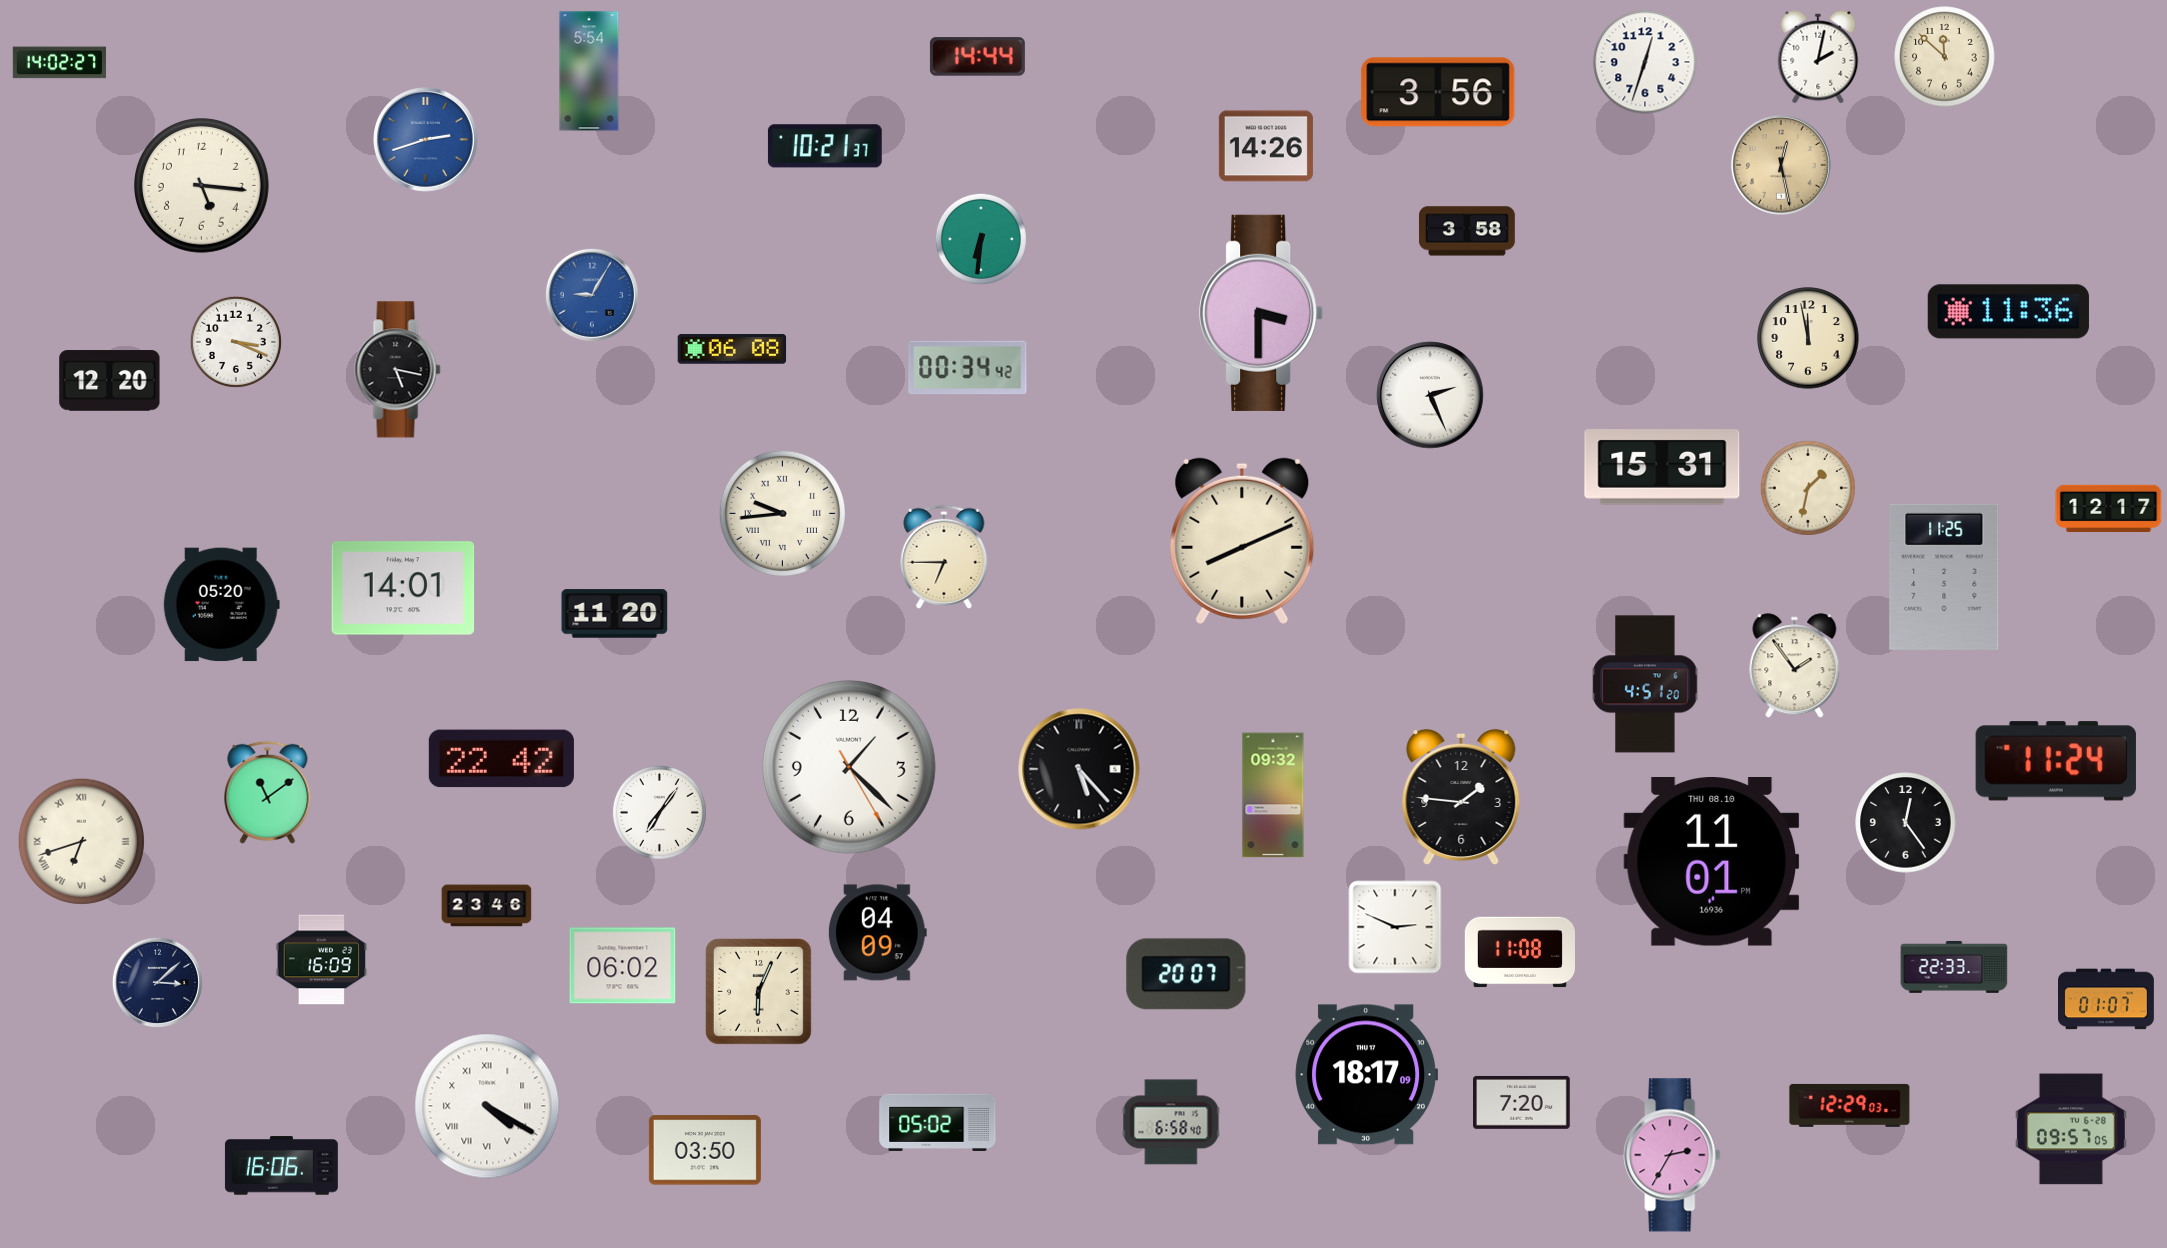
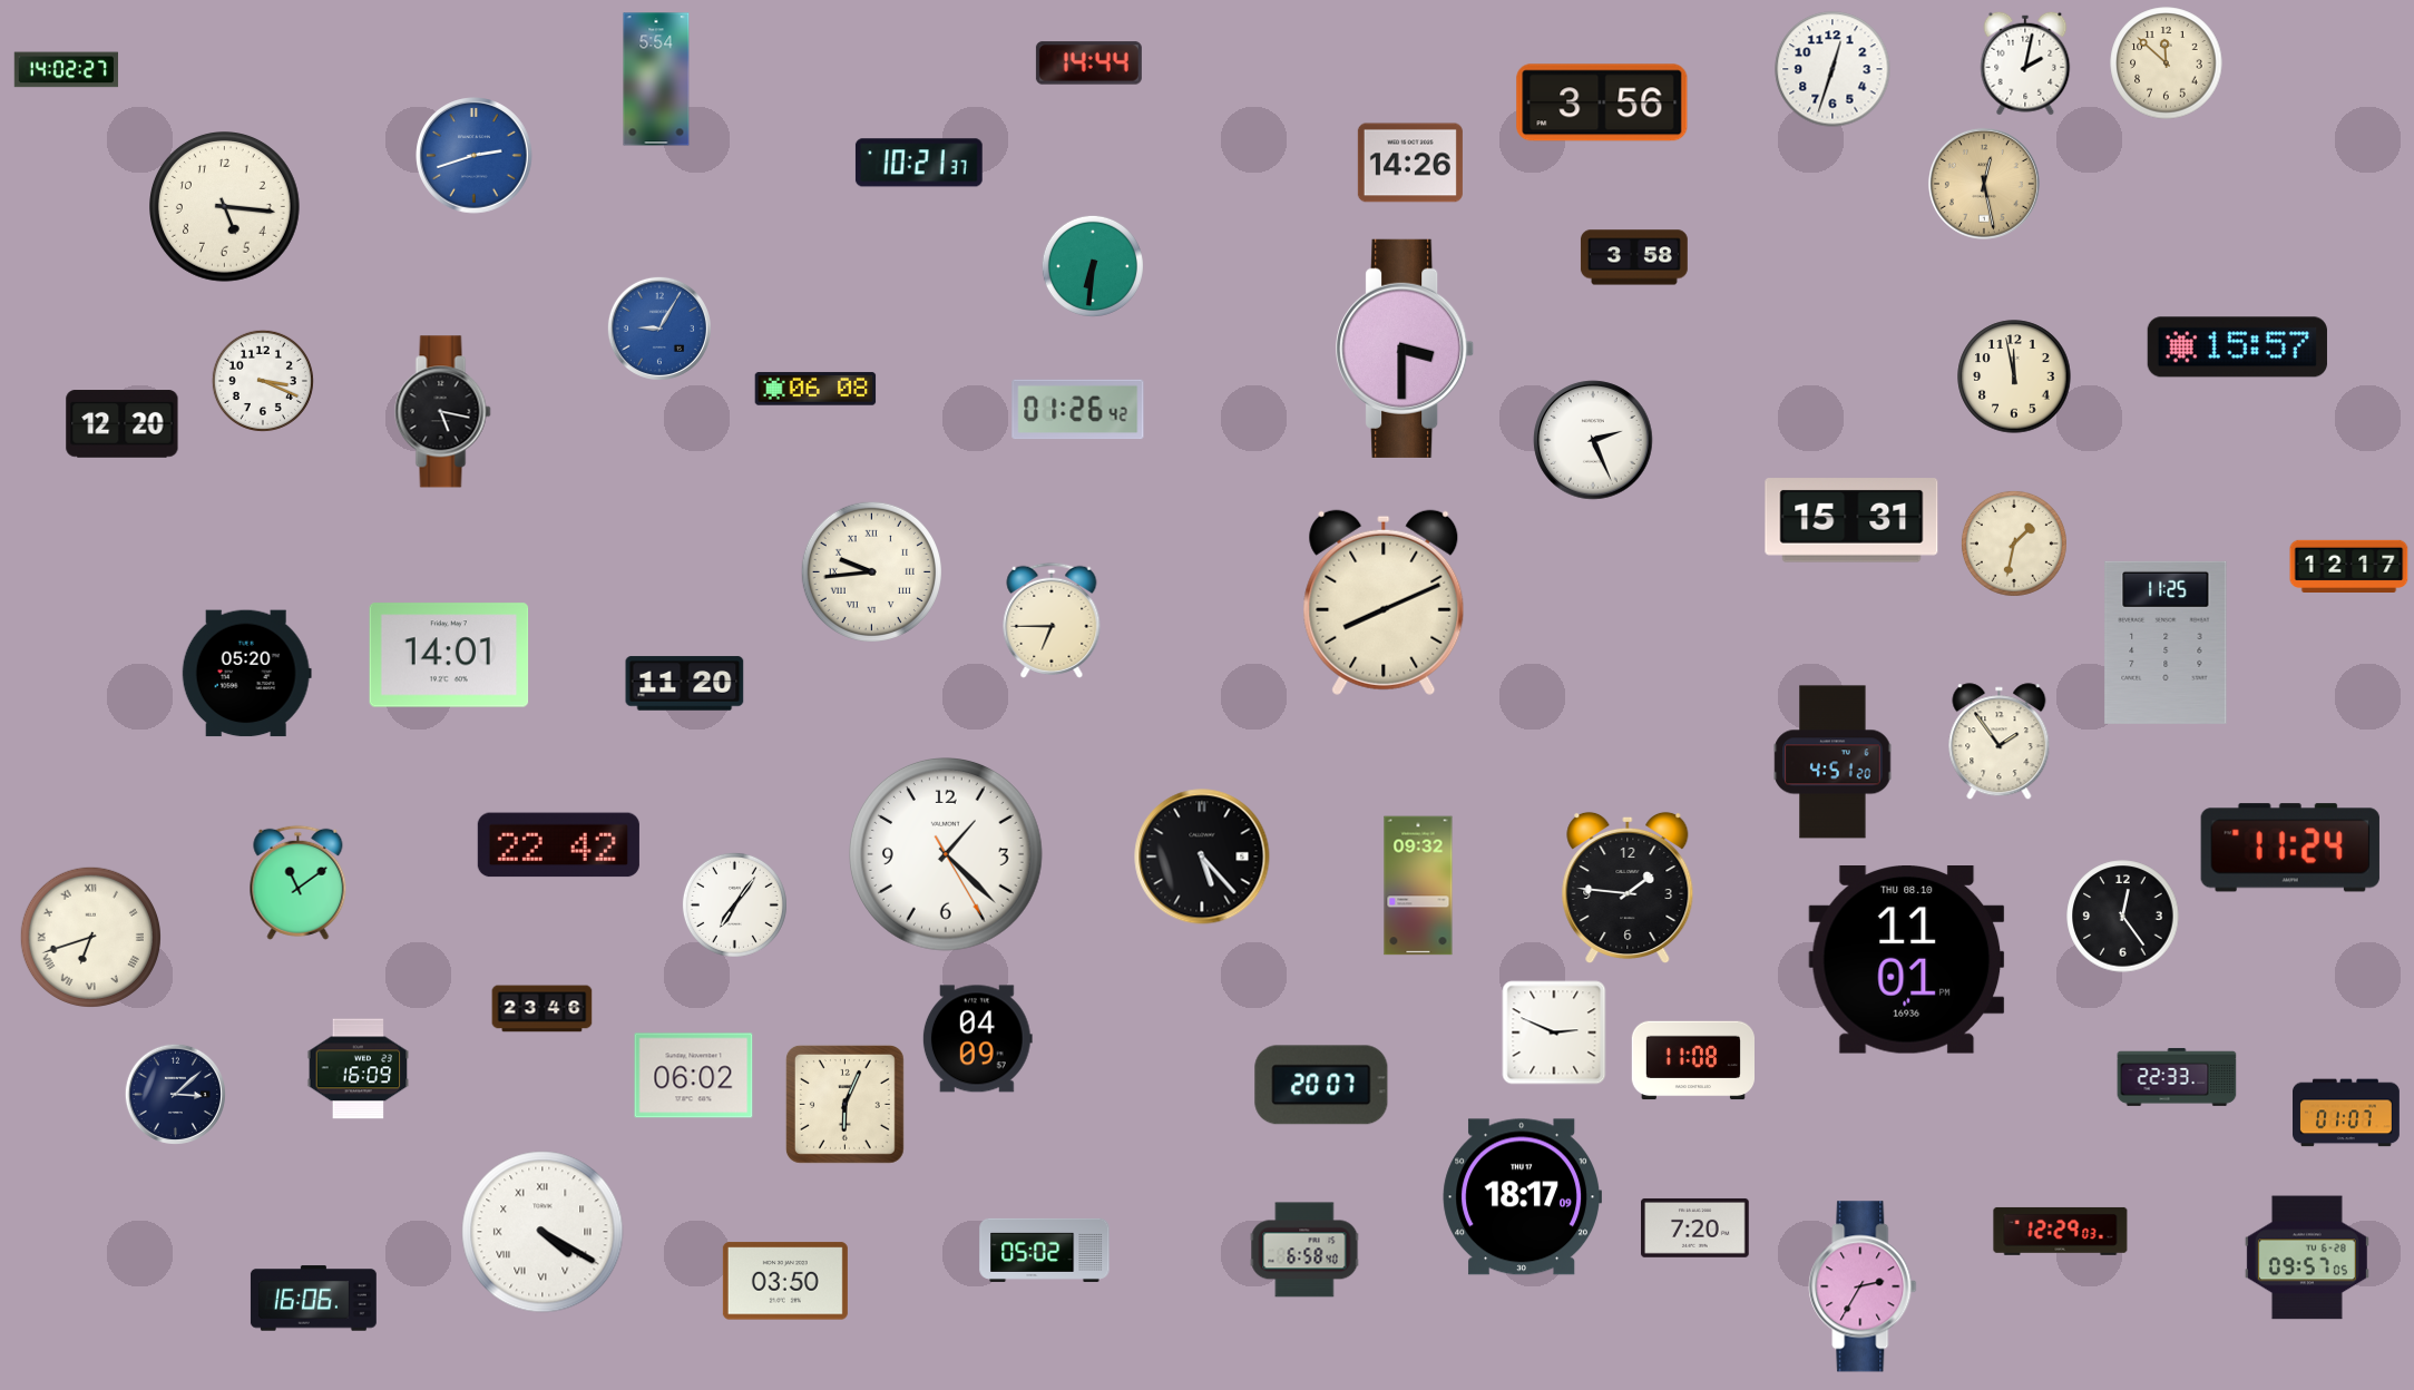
clock at (2008, 312): 11:36 -> 15:57
clock at (968, 368): 00:34 -> 01:26
